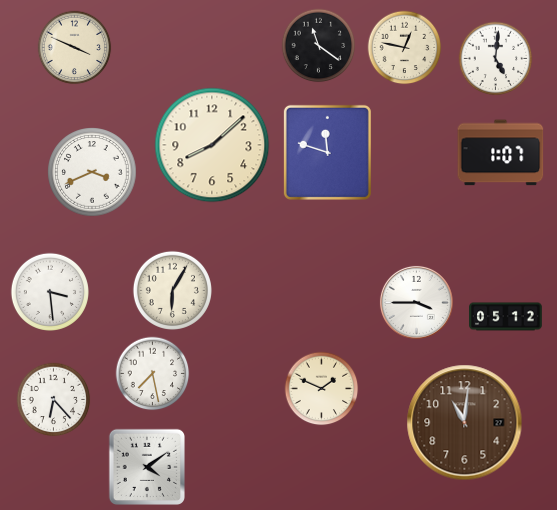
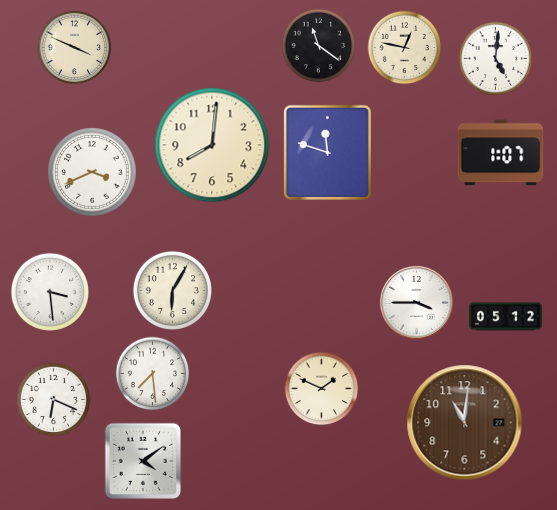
clock at (212, 145): 8:08 -> 8:01
clock at (153, 374): 7:28 -> 7:29
clock at (54, 400): 6:23 -> 6:19
clock at (146, 466) position: (146, 466) -> (142, 460)
